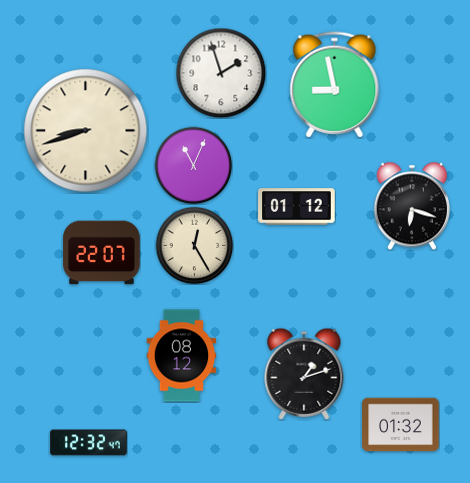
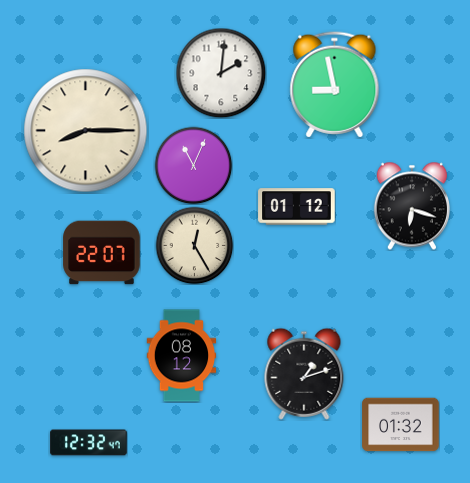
clock at (221, 73): 1:57 -> 2:01
clock at (86, 131): 8:42 -> 8:15
